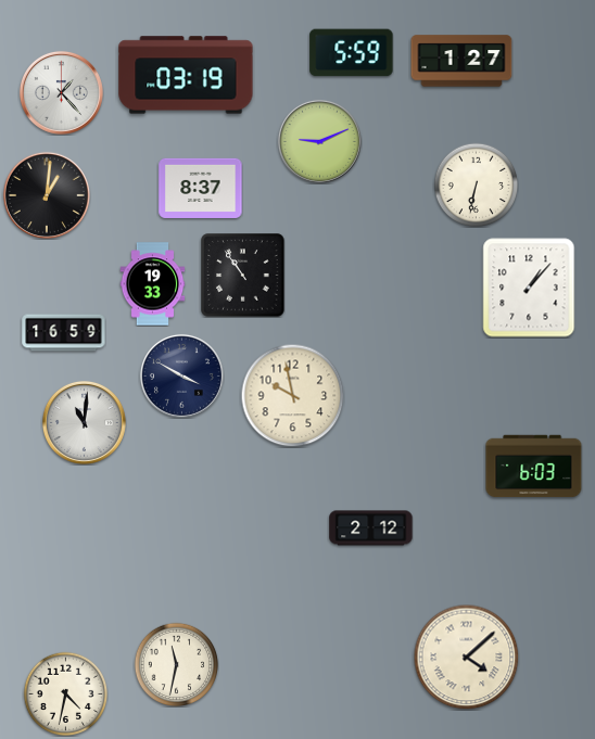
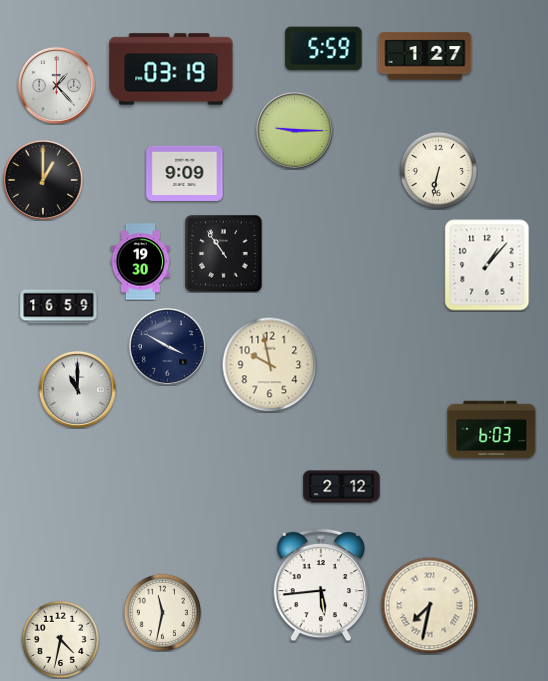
clock at (319, 141): 9:11 -> 9:15
clock at (201, 188): 8:37 -> 9:09
clock at (47, 195): 1:01 -> 1:00
clock at (153, 284): 19:33 -> 19:30
clock at (84, 422): 11:01 -> 11:00
clock at (321, 585): none -> 5:44
clock at (466, 657): 4:08 -> 7:32
